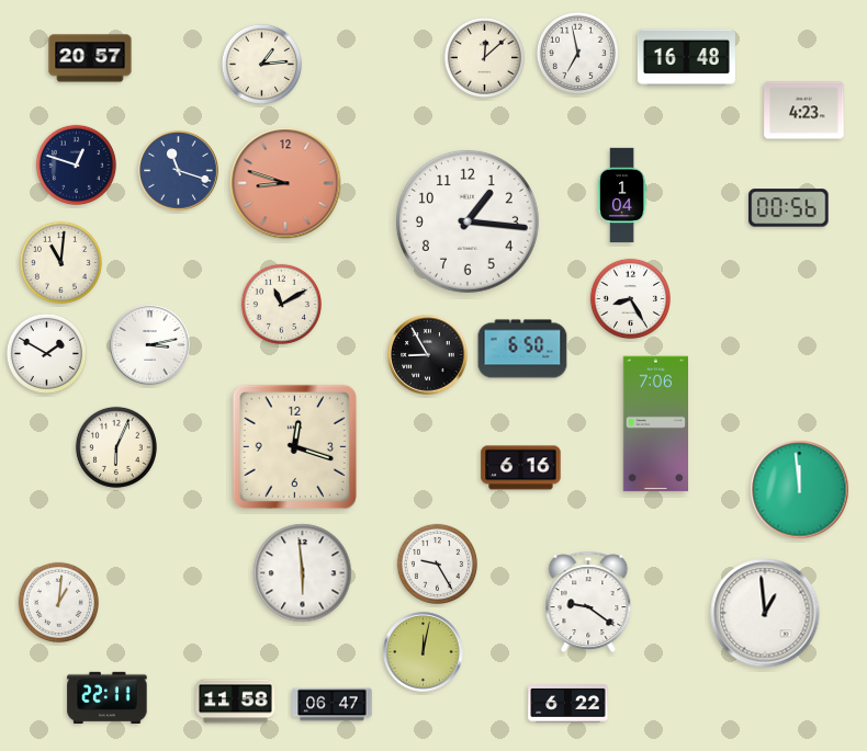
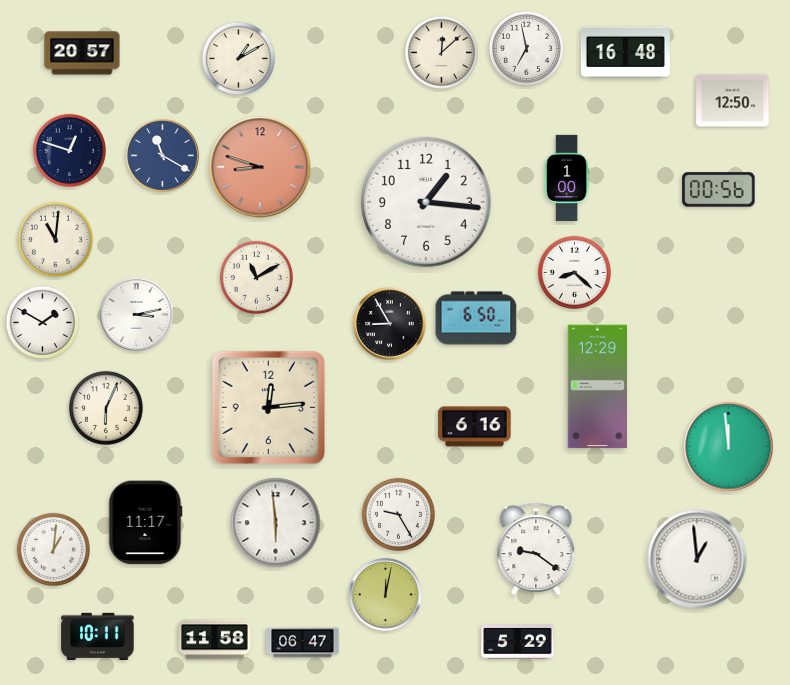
clock at (261, 64): 1:14 -> 1:10
clock at (804, 111): 4:23 -> 12:50
clock at (179, 171): 11:18 -> 11:20
clock at (622, 195): 1:04 -> 1:00
clock at (630, 298): 8:25 -> 8:22
clock at (656, 424): 7:06 -> 12:29
clock at (294, 446): 12:18 -> 12:14
clock at (146, 523): none -> 11:17
clock at (108, 697): 22:11 -> 10:11
clock at (568, 704): 6:22 -> 5:29
